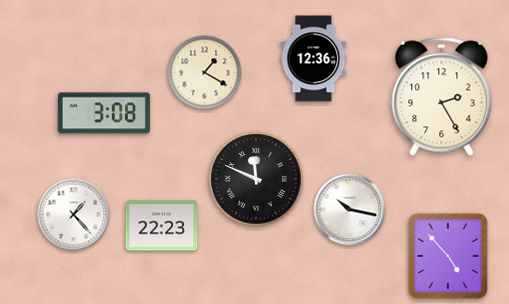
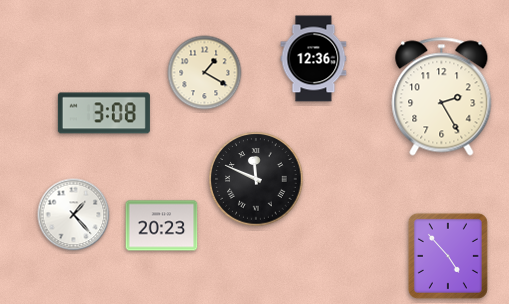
clock at (350, 210): 10:17 -> none
clock at (162, 226): 22:23 -> 20:23
